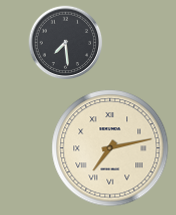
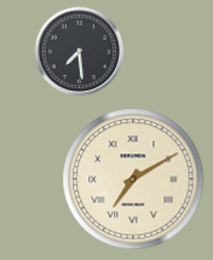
clock at (110, 148): 7:13 -> 7:10
